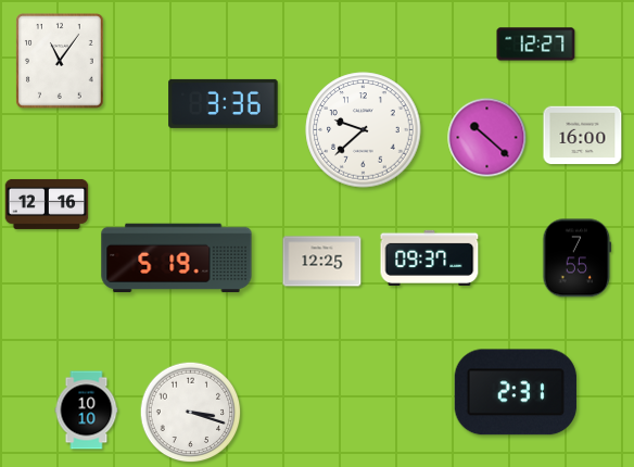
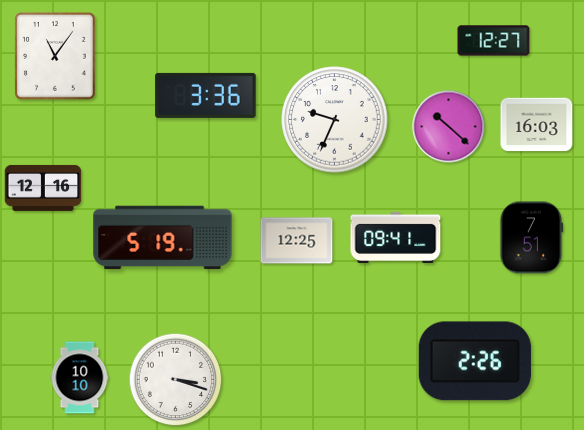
clock at (364, 130): 9:38 -> 9:34
clock at (583, 136): 16:00 -> 16:03
clock at (430, 257): 09:37 -> 09:41
clock at (578, 258): 7:55 -> 7:51
clock at (516, 392): 2:31 -> 2:26
